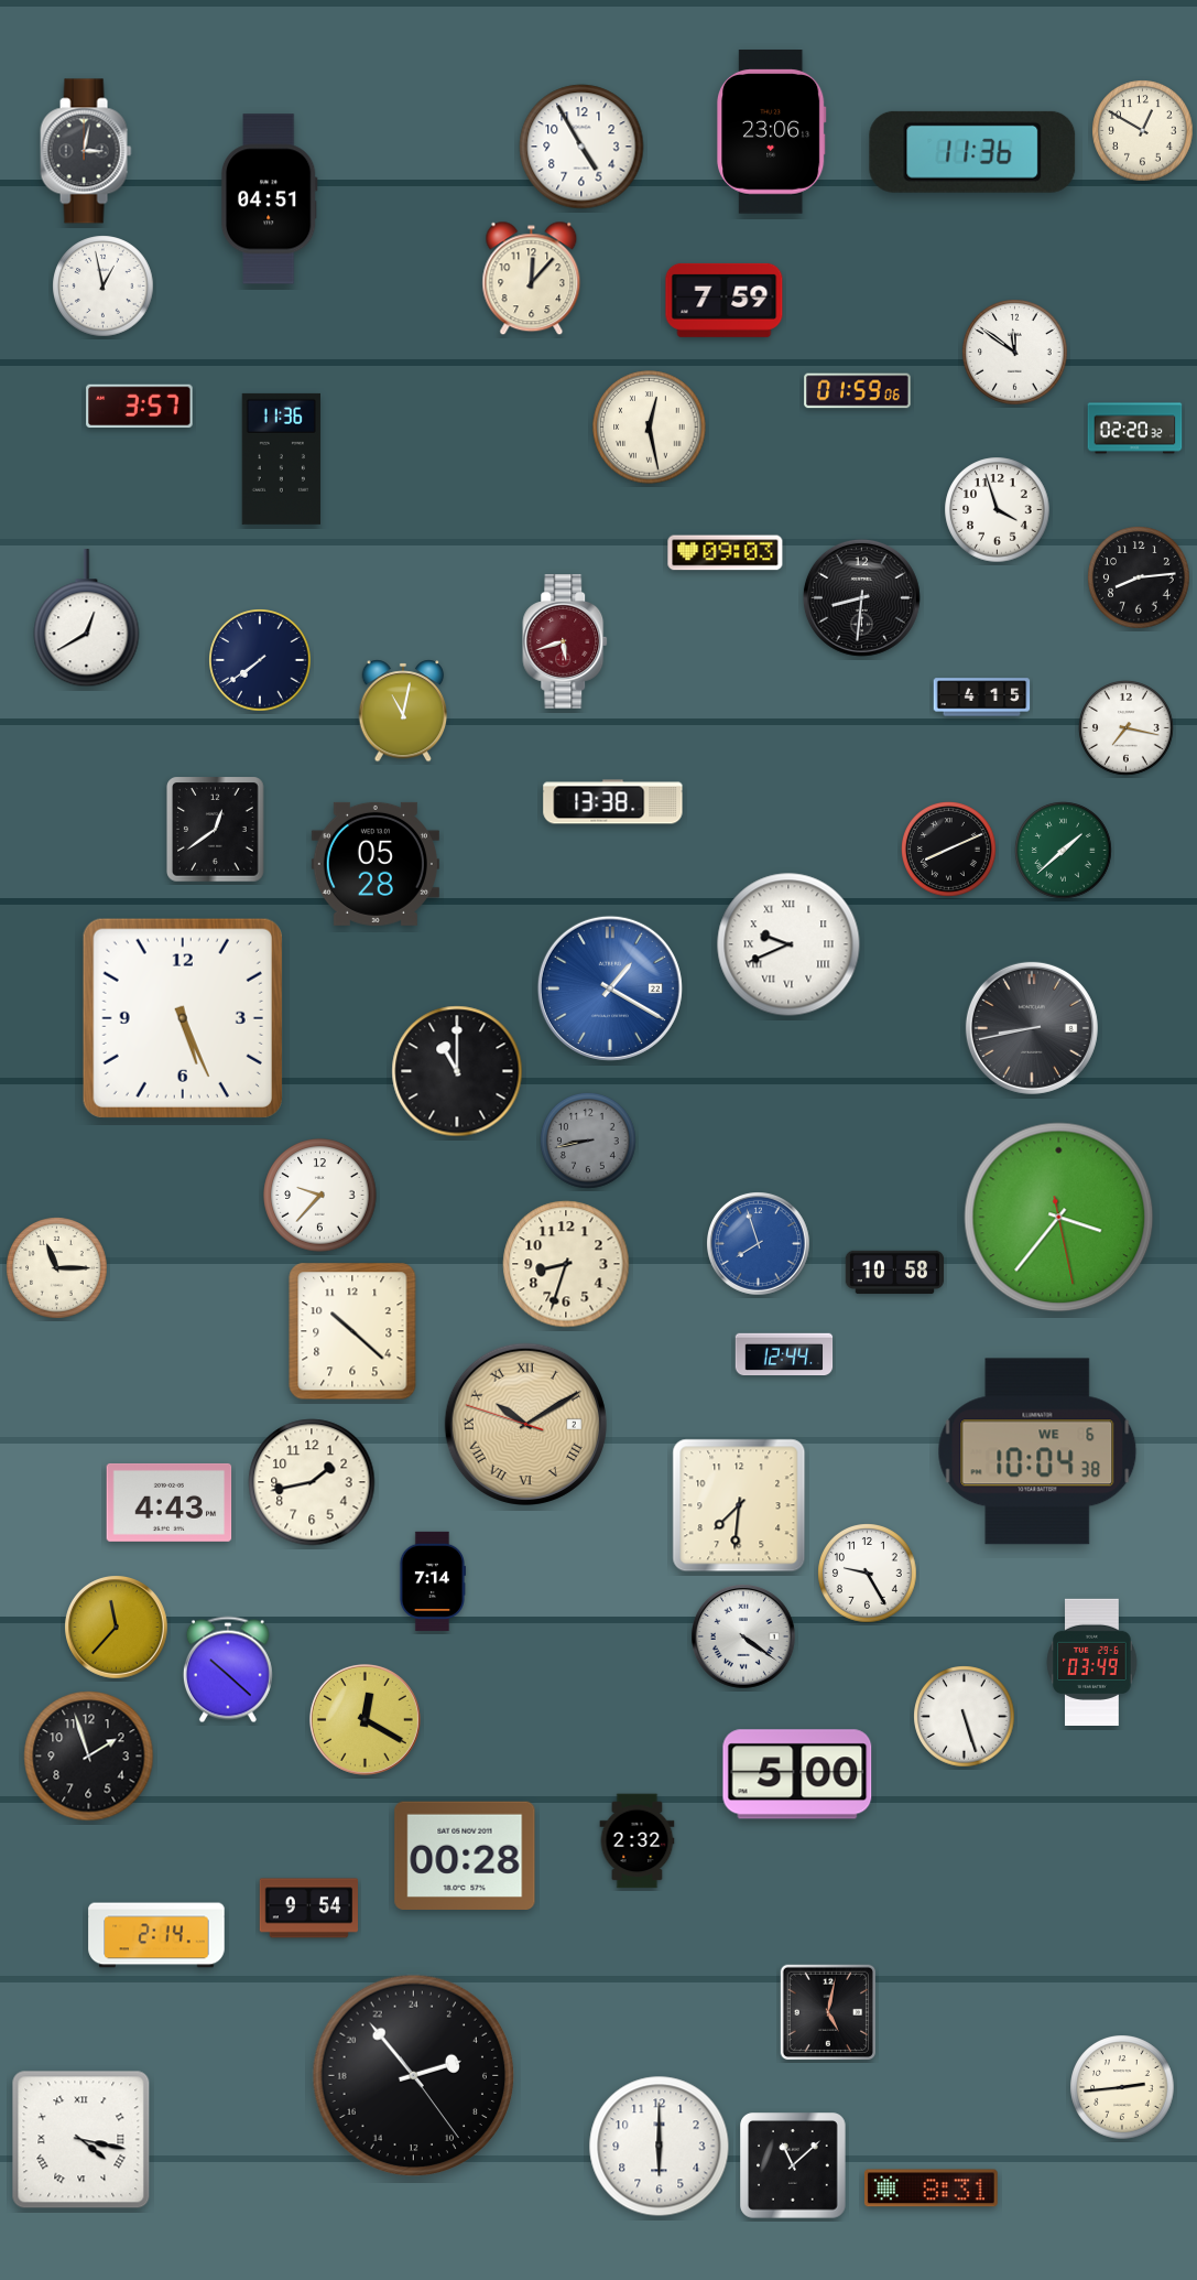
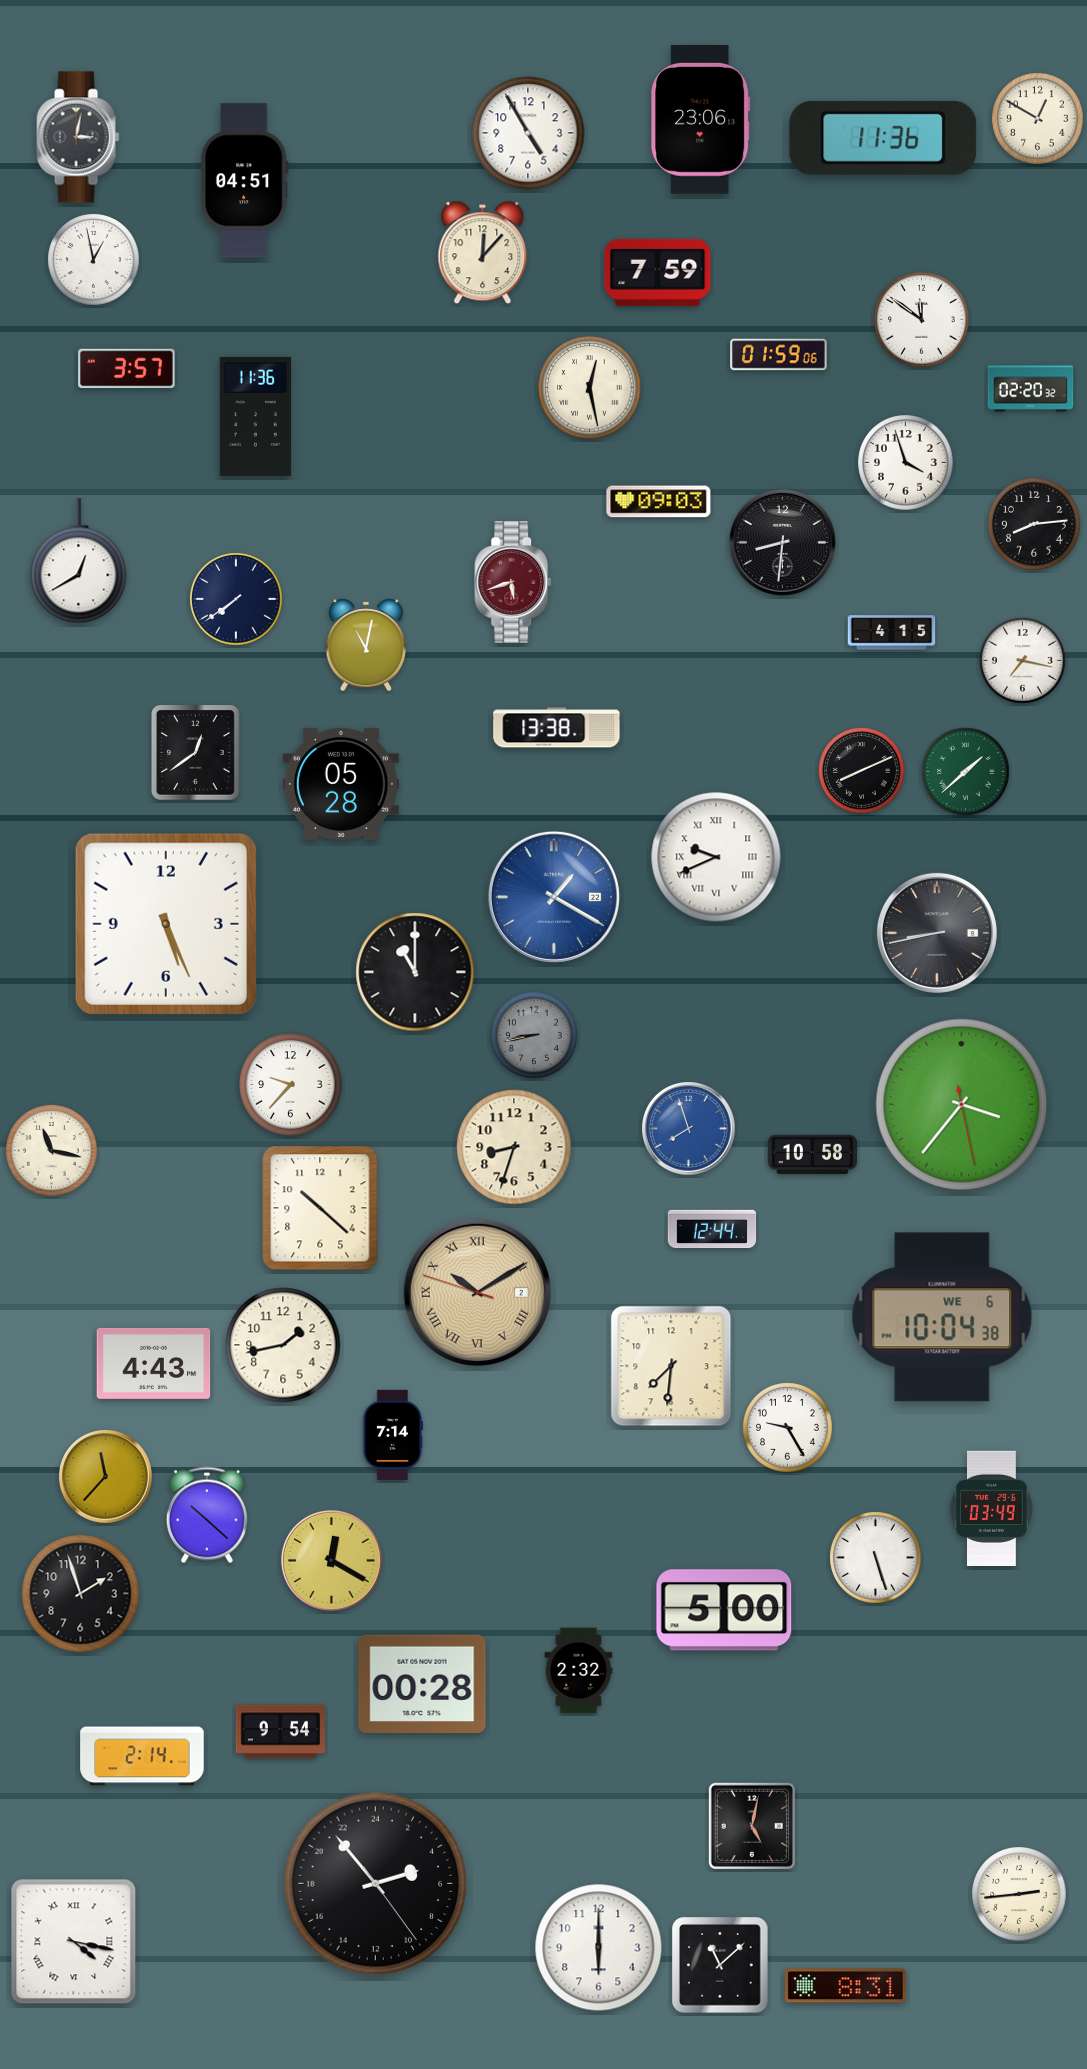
clock at (57, 1268): 11:15 -> 11:17
clock at (744, 1638): 4:21 -> none
